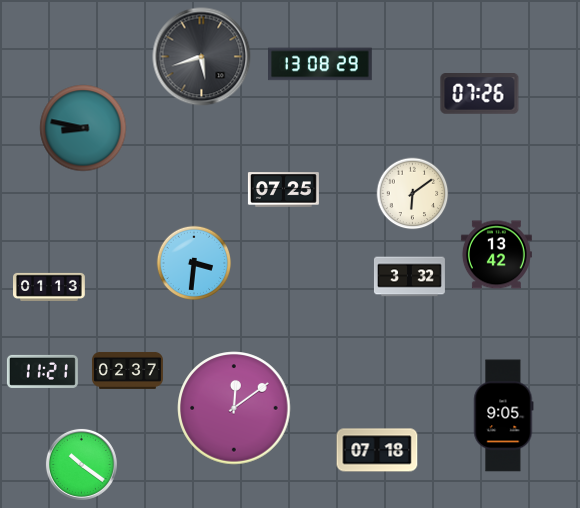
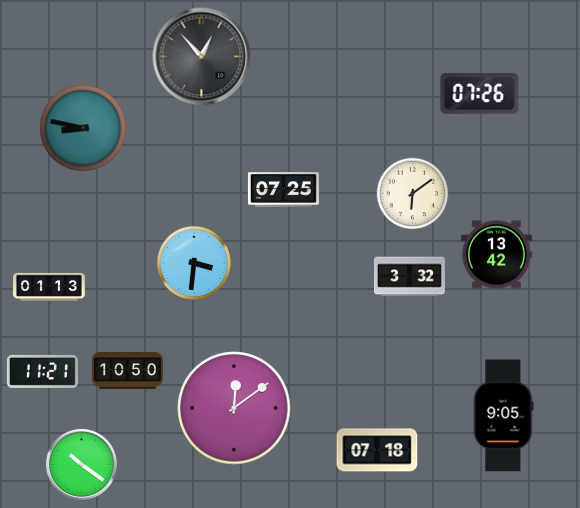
clock at (202, 57): 5:42 -> 12:53
clock at (321, 64): 13:08 -> none
clock at (127, 370): 02:37 -> 10:50
